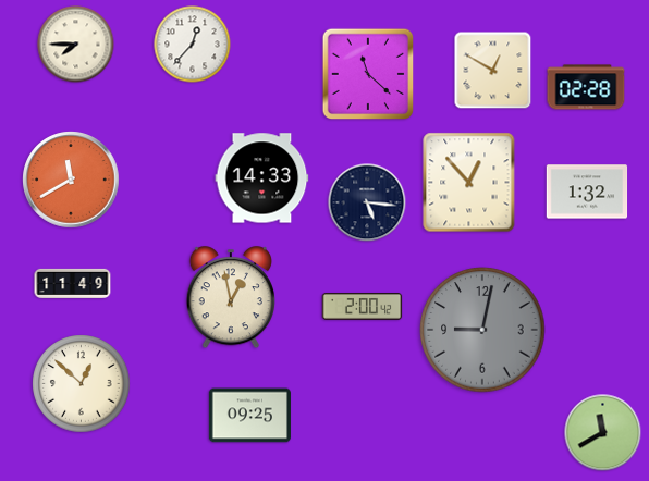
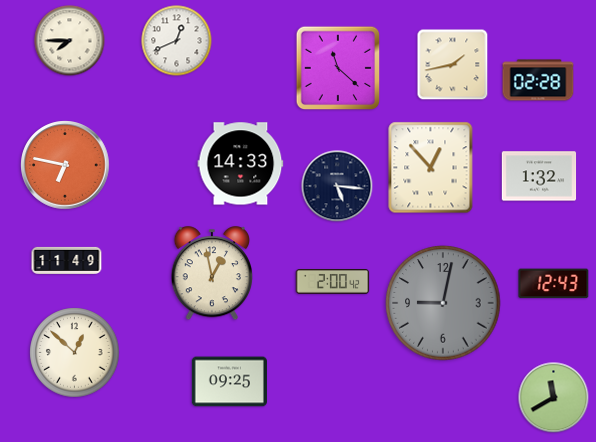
clock at (193, 45): 12:37 -> 12:41
clock at (493, 71): 12:50 -> 1:43
clock at (71, 180): 11:40 -> 6:47
clock at (554, 284): none -> 12:43
